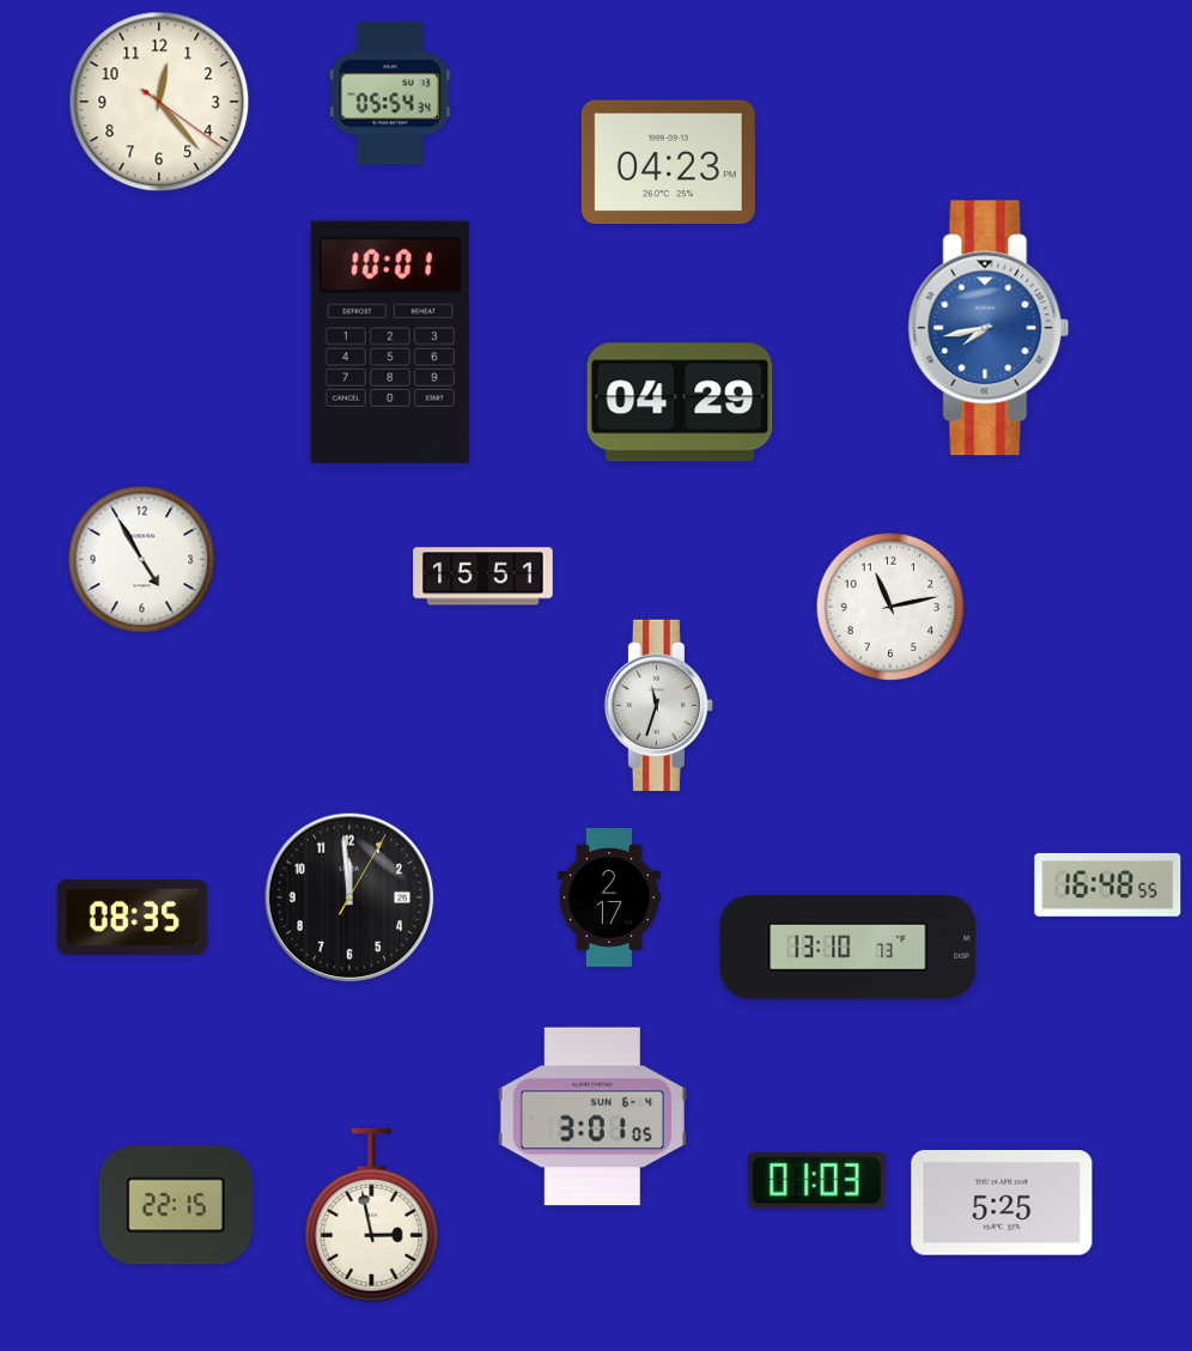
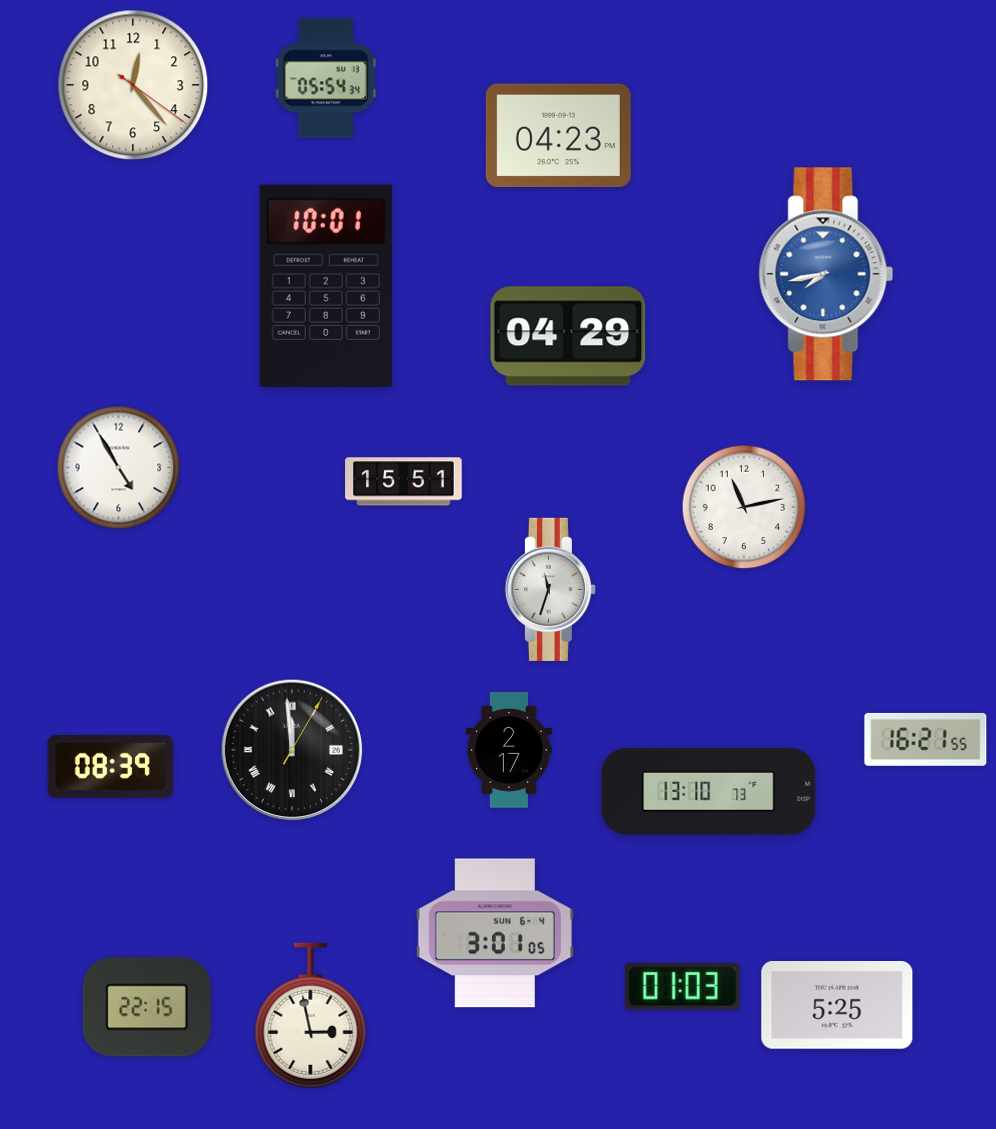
clock at (1108, 884): 16:48 -> 16:21
clock at (349, 897) numerals: Arabic -> Roman
clock at (133, 918): 08:35 -> 08:39
